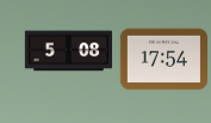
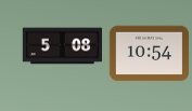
clock at (163, 60): 17:54 -> 10:54
